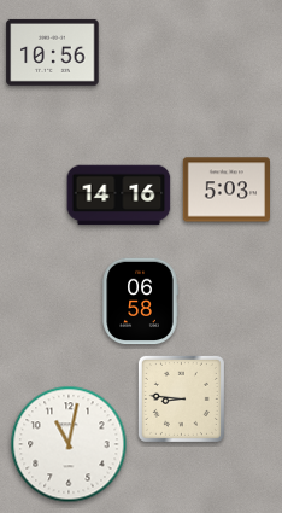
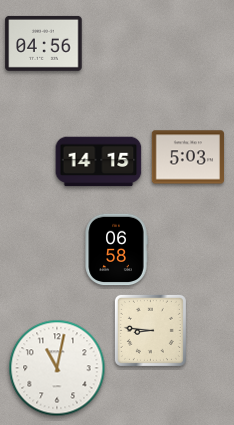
clock at (53, 52): 10:56 -> 04:56
clock at (119, 196): 14:16 -> 14:15
